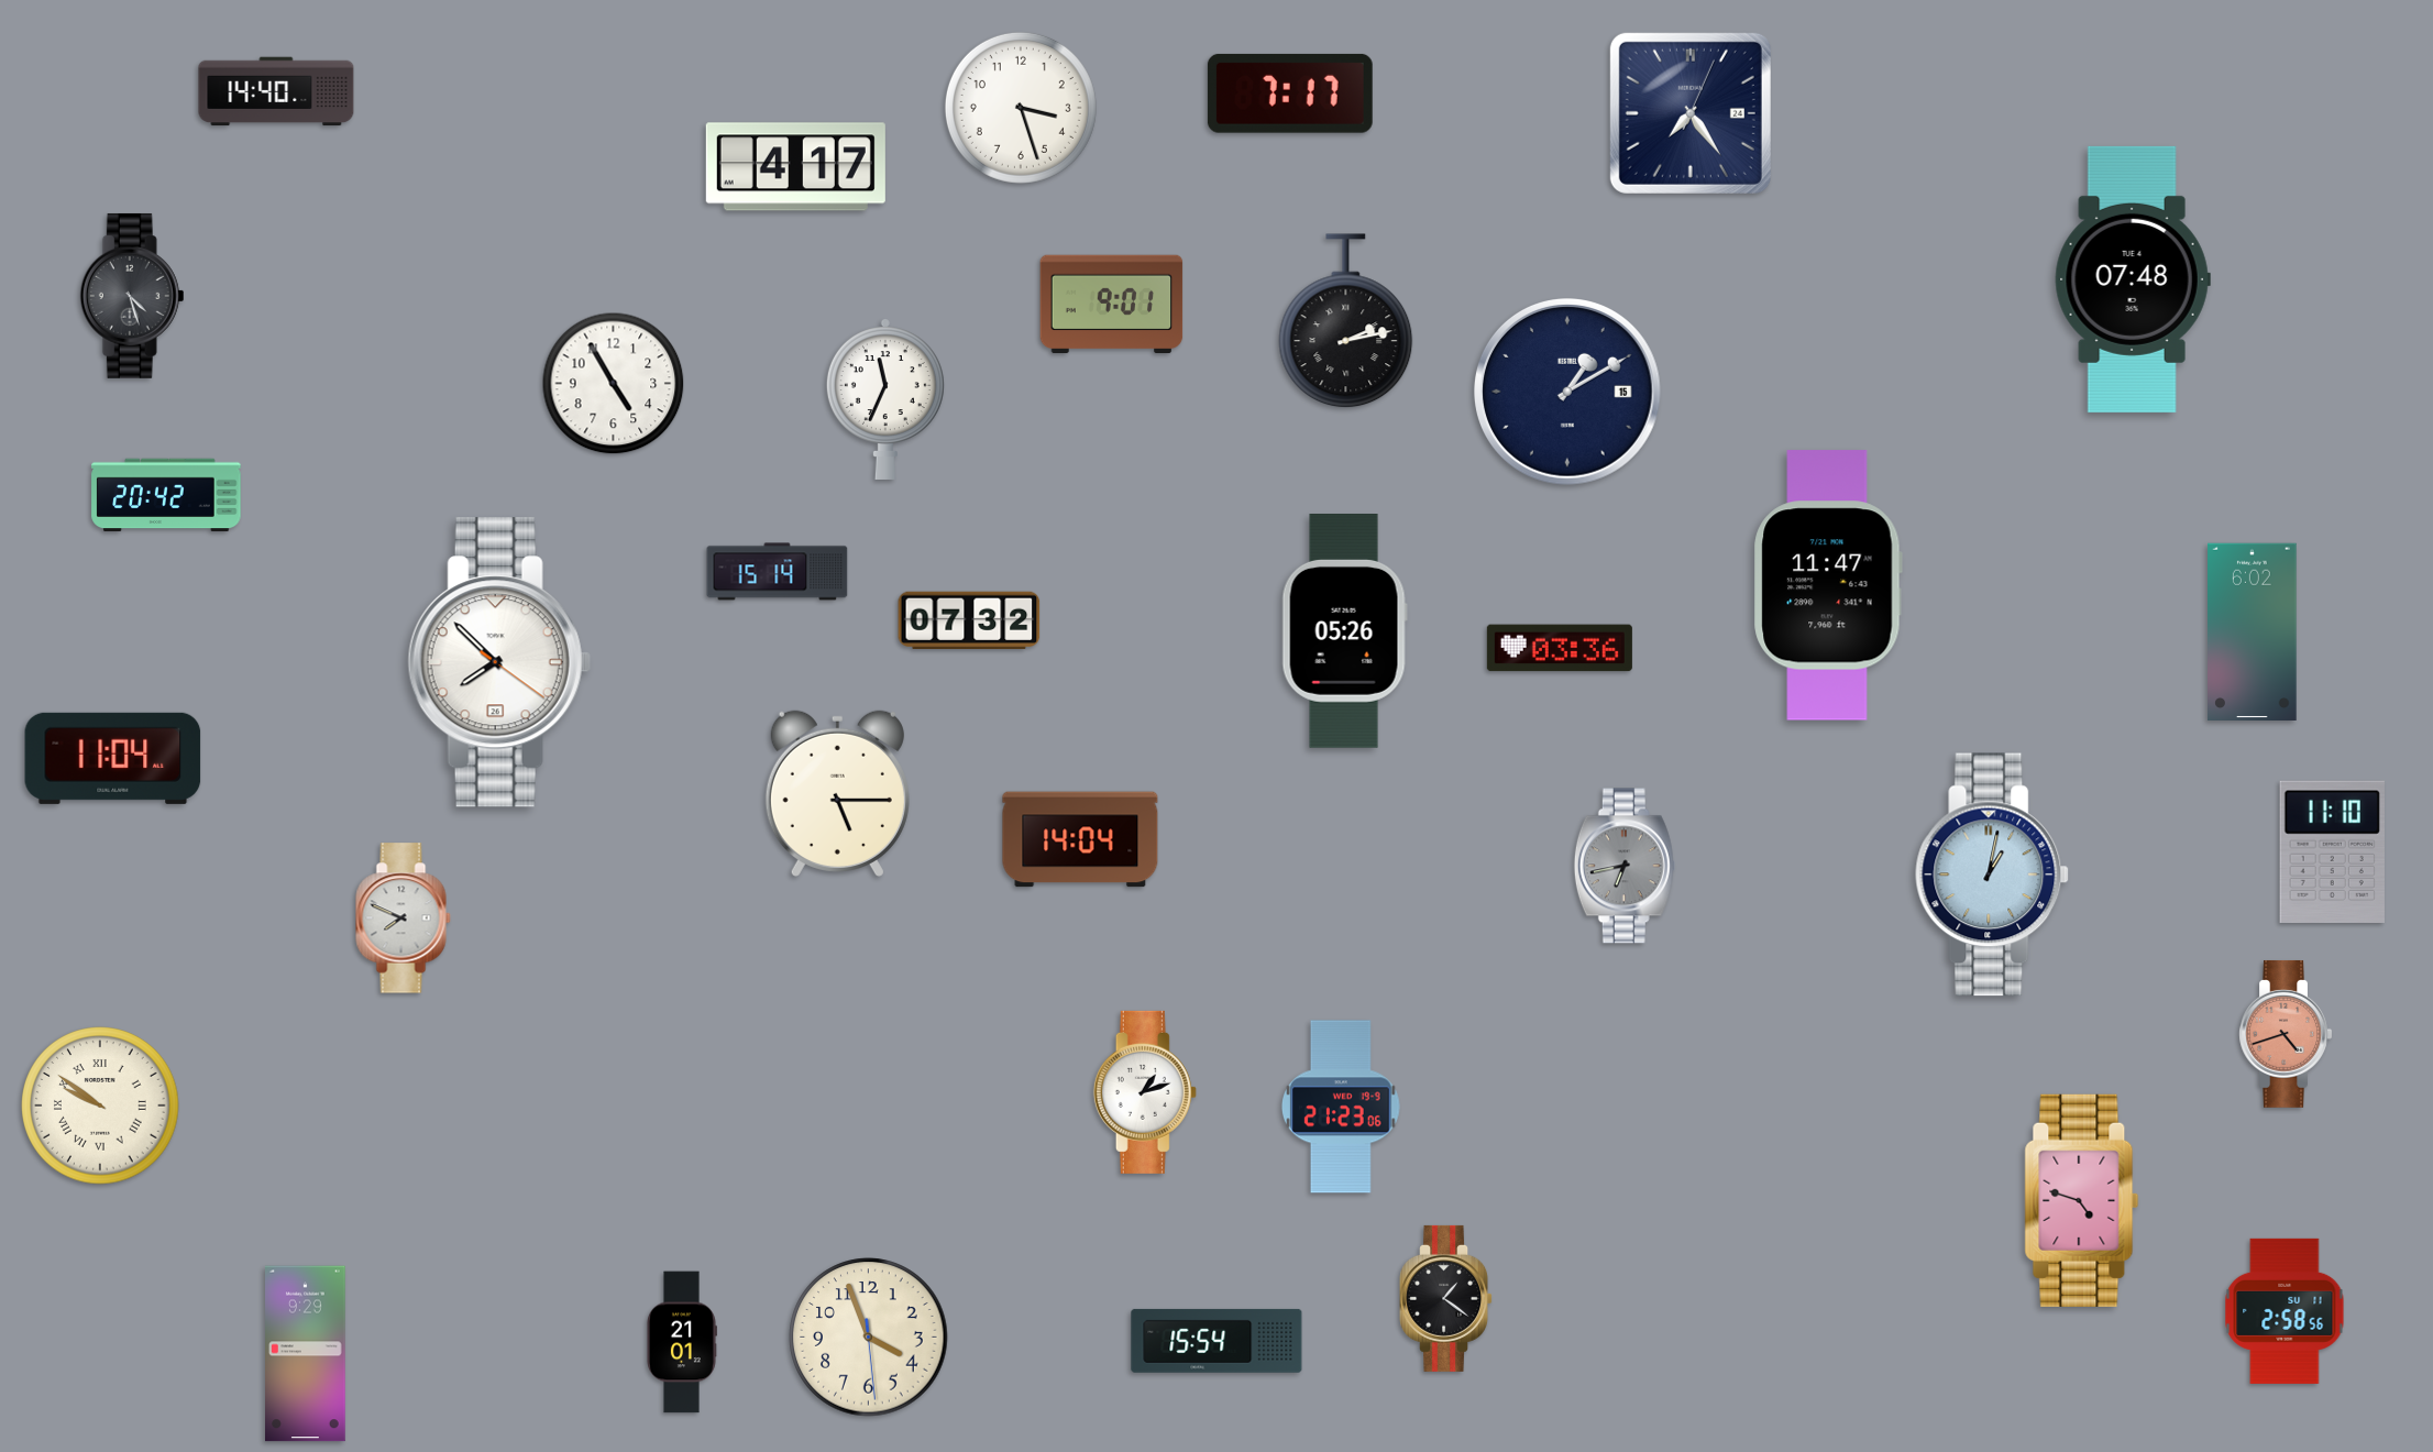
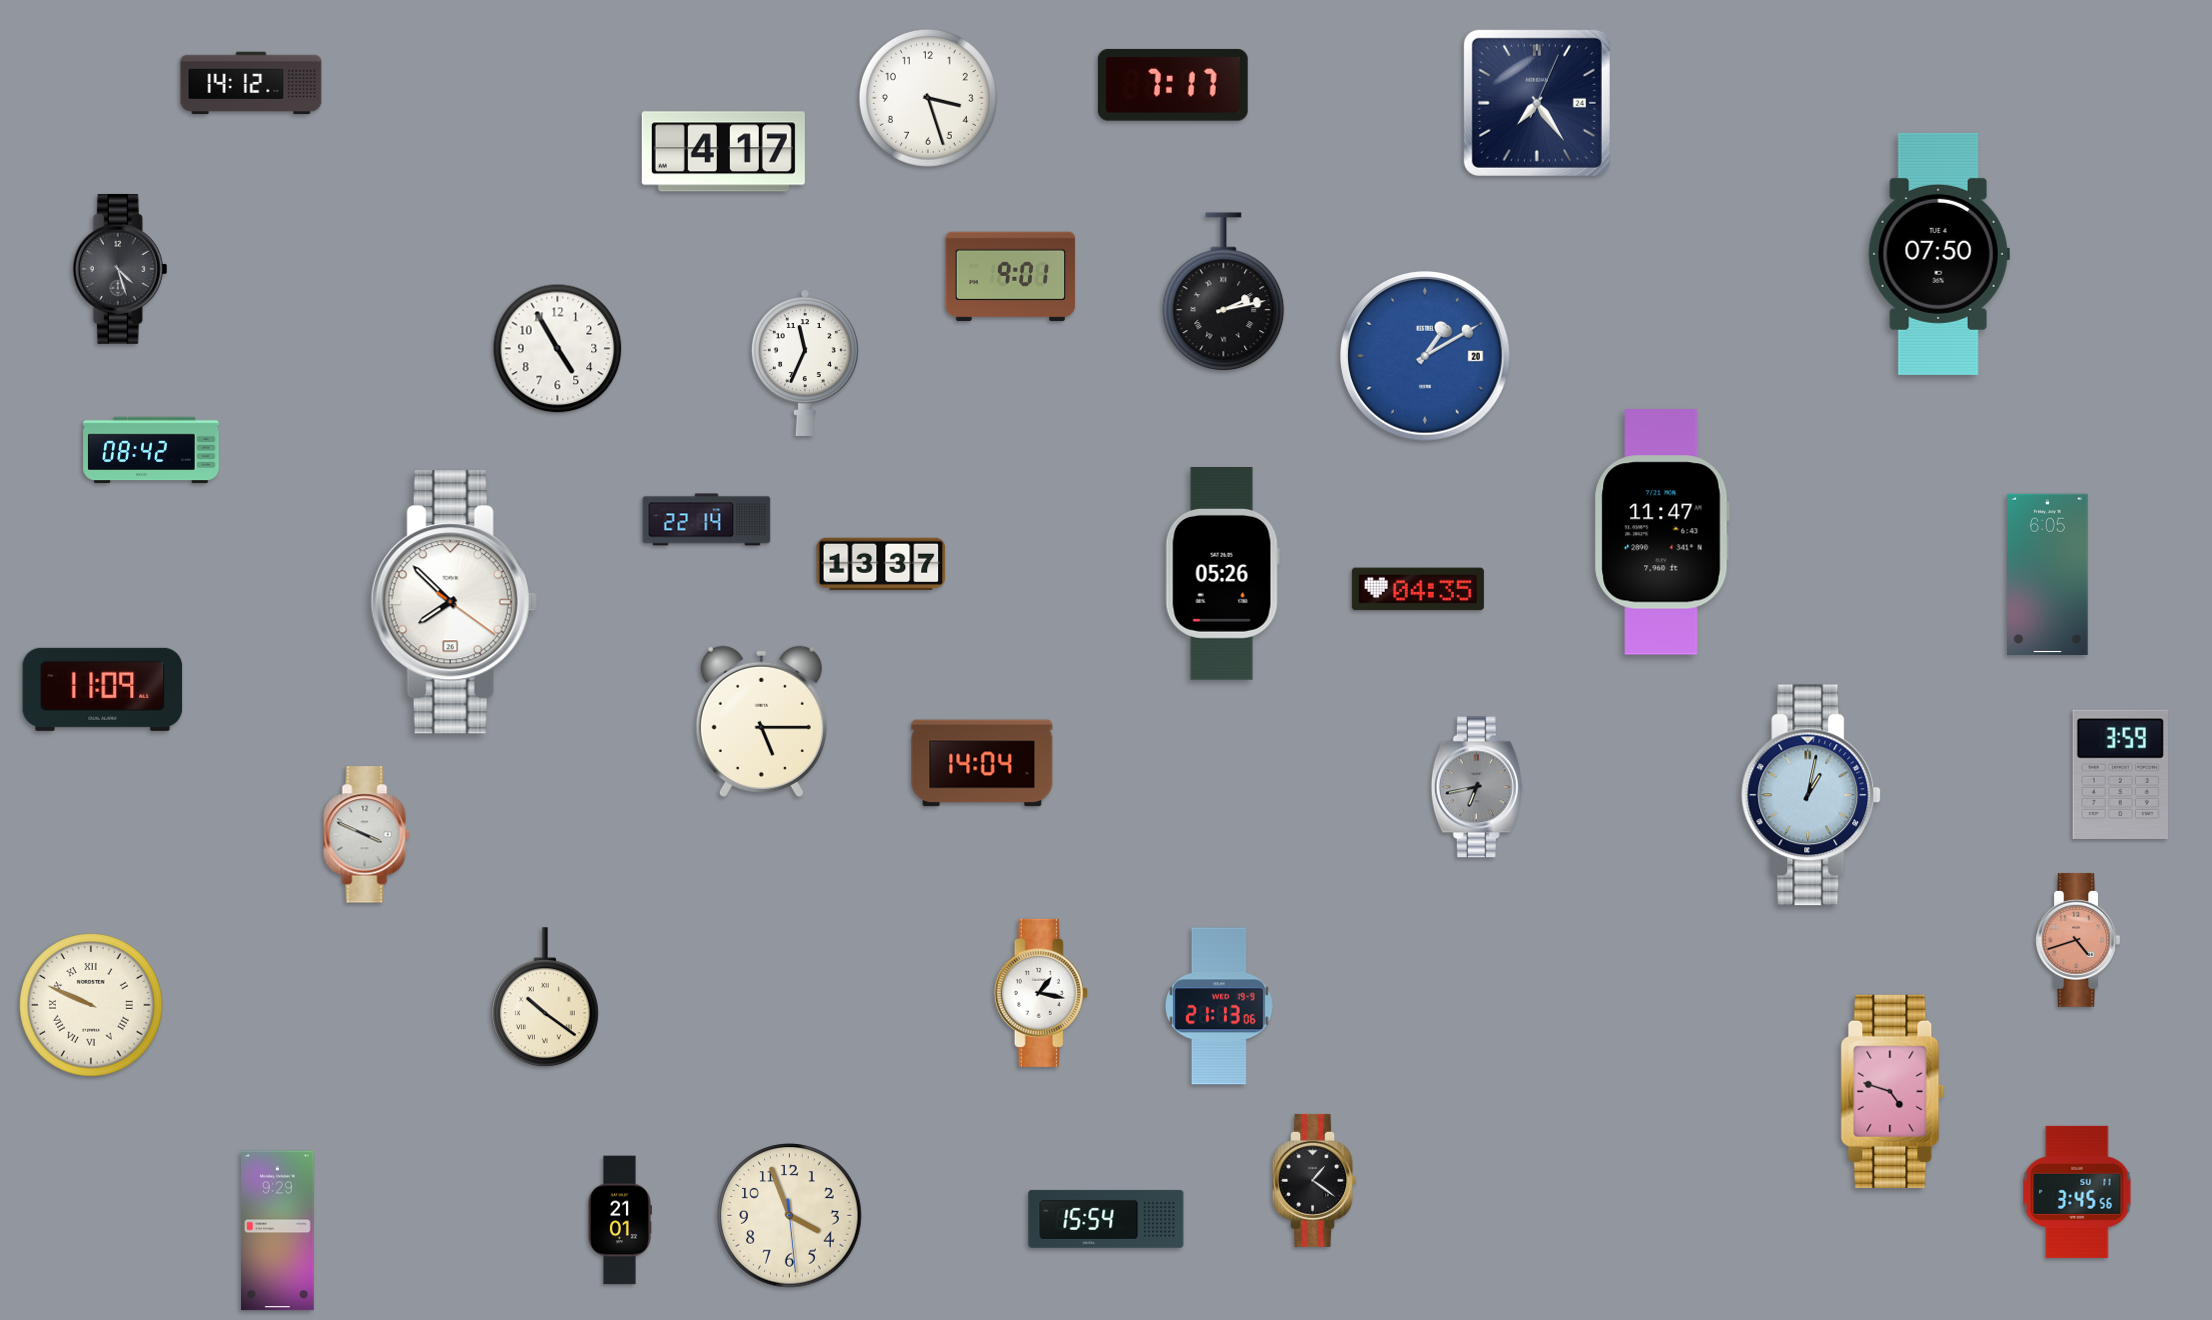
clock at (276, 91): 14:40 -> 14:12
clock at (2133, 279): 07:48 -> 07:50
clock at (1568, 393) date: 15 -> 20
clock at (1568, 393) dial: navy -> blue
clock at (166, 495): 20:42 -> 08:42
clock at (778, 572): 15:14 -> 22:14
clock at (969, 619): 07:32 -> 13:37
clock at (2253, 632): 6:02 -> 6:05
clock at (1560, 648): 03:36 -> 04:35
clock at (113, 758): 11:04 -> 11:09
clock at (2332, 851): 11:10 -> 3:59
clock at (404, 919): 7:49 -> 3:49
clock at (1145, 1092): 1:12 -> 1:17
clock at (545, 998): none -> 10:21
clock at (100, 1105): 9:51 -> 9:49
clock at (1341, 1107): 21:23 -> 21:13
clock at (2285, 1311): 2:58 -> 3:45
